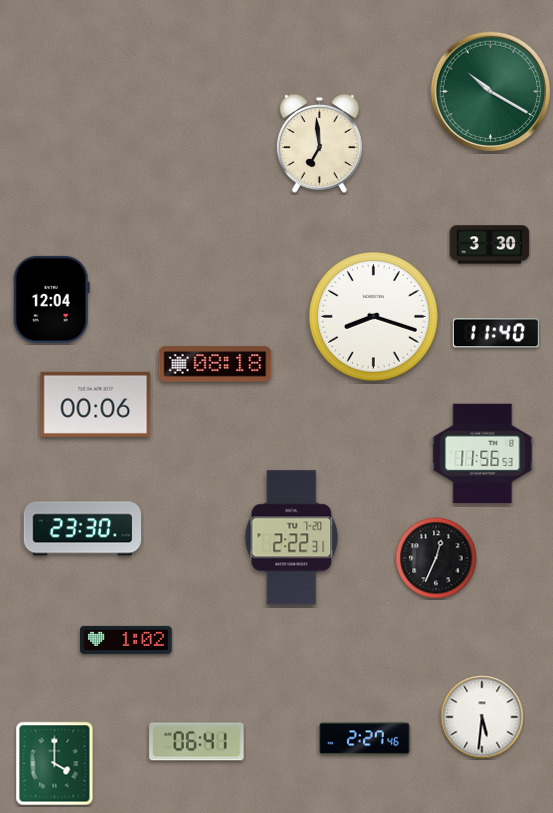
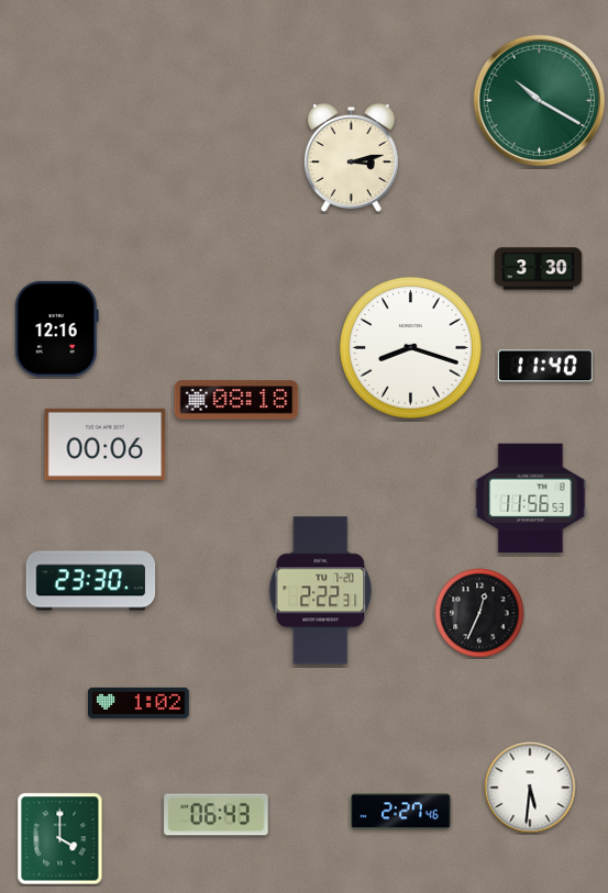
clock at (319, 144): 6:59 -> 3:13
clock at (51, 299): 12:04 -> 12:16
clock at (197, 742): 06:41 -> 06:43
